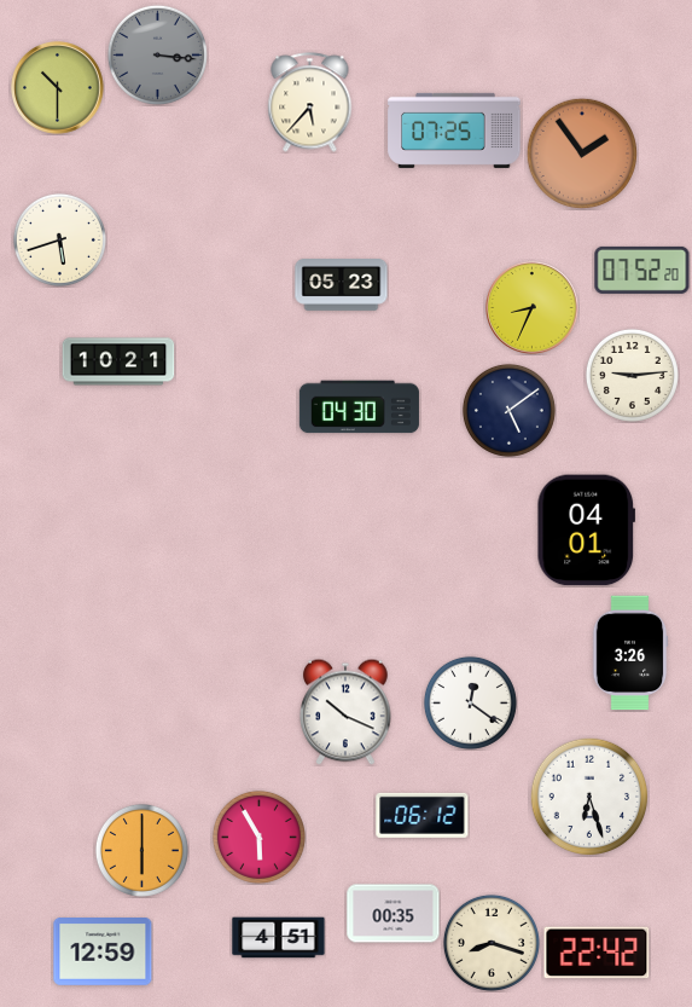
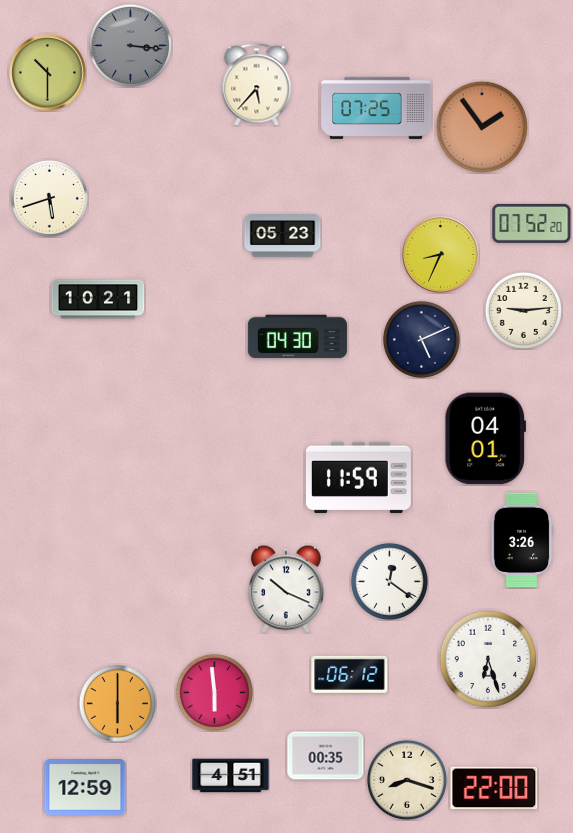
clock at (508, 410): 5:09 -> 5:11
clock at (358, 478): none -> 11:59
clock at (258, 837): 5:55 -> 5:59
clock at (597, 953): 22:42 -> 22:00
